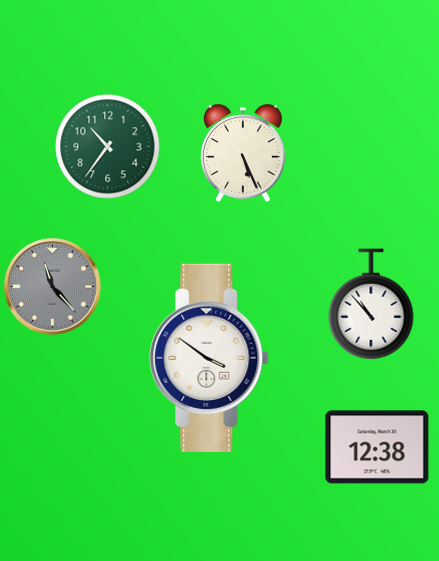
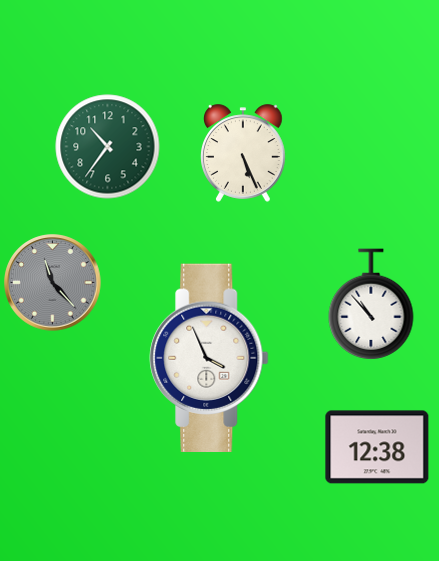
clock at (53, 287) position: (53, 287) -> (53, 283)
clock at (209, 358): 3:51 -> 3:56
